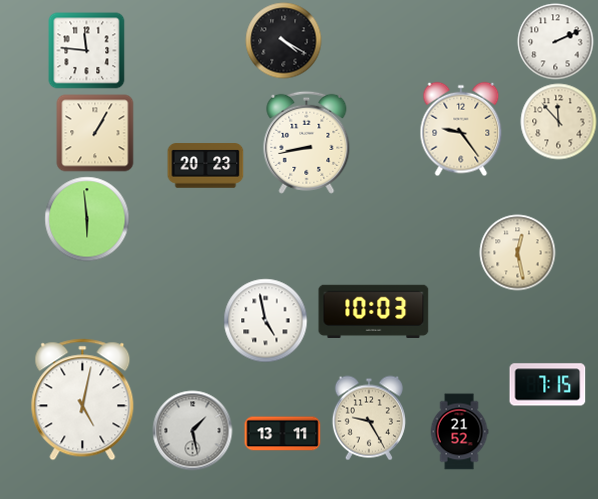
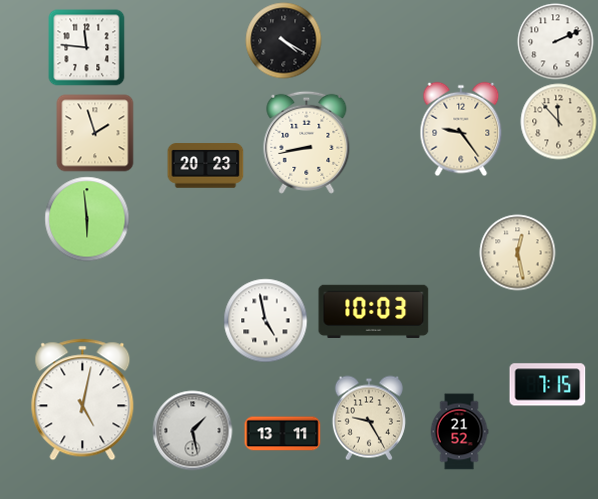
clock at (87, 51) position: (87, 51) -> (87, 48)
clock at (95, 133): 1:05 -> 1:57
